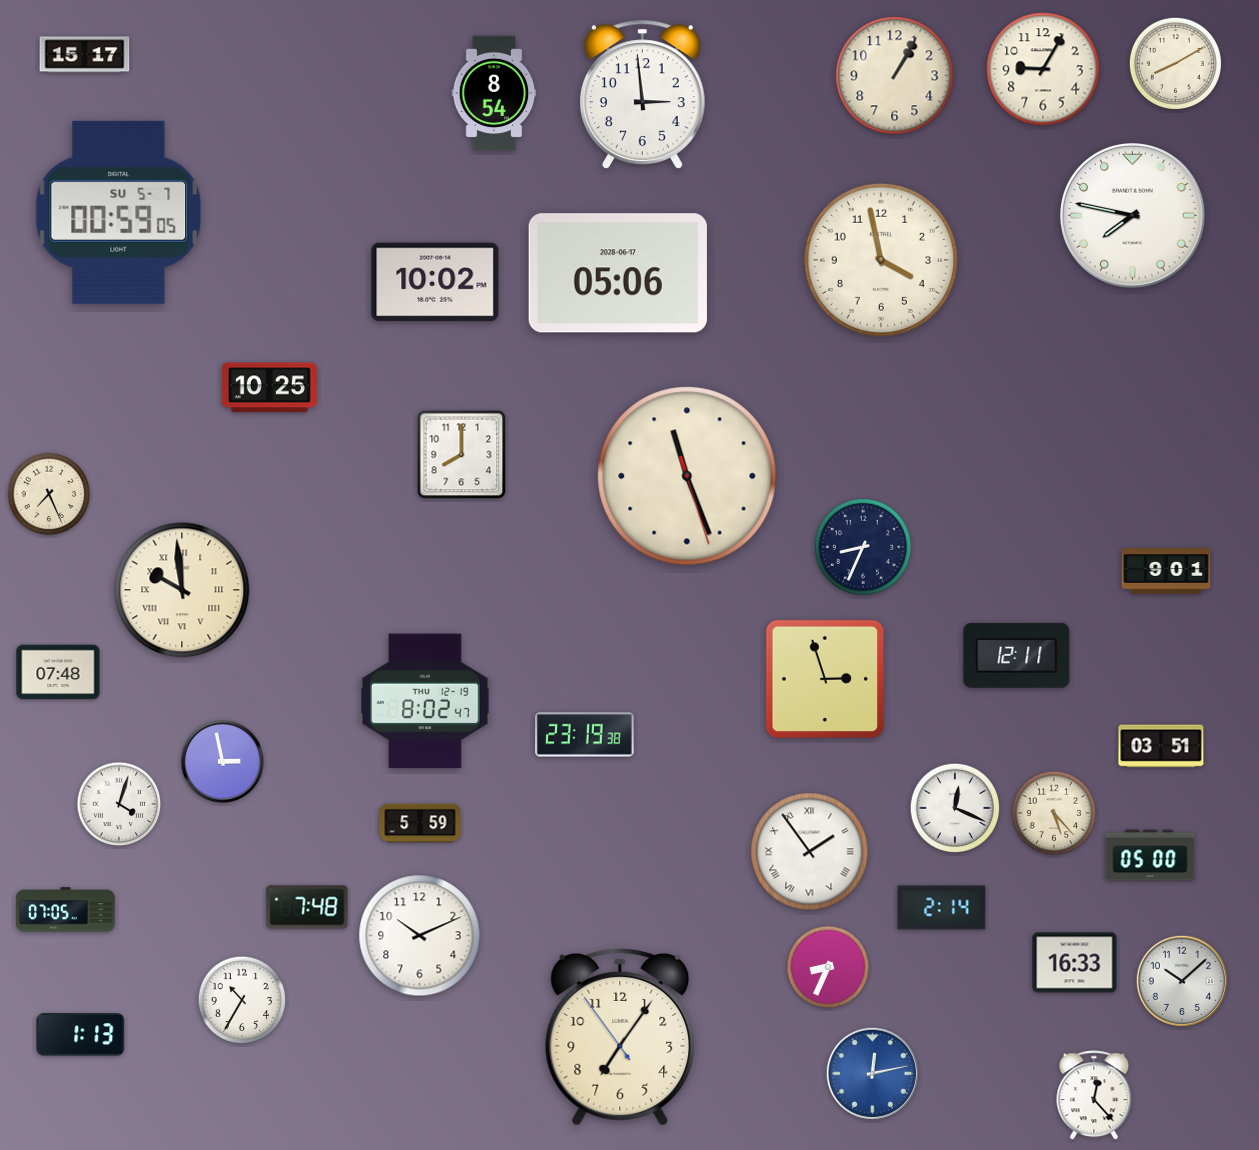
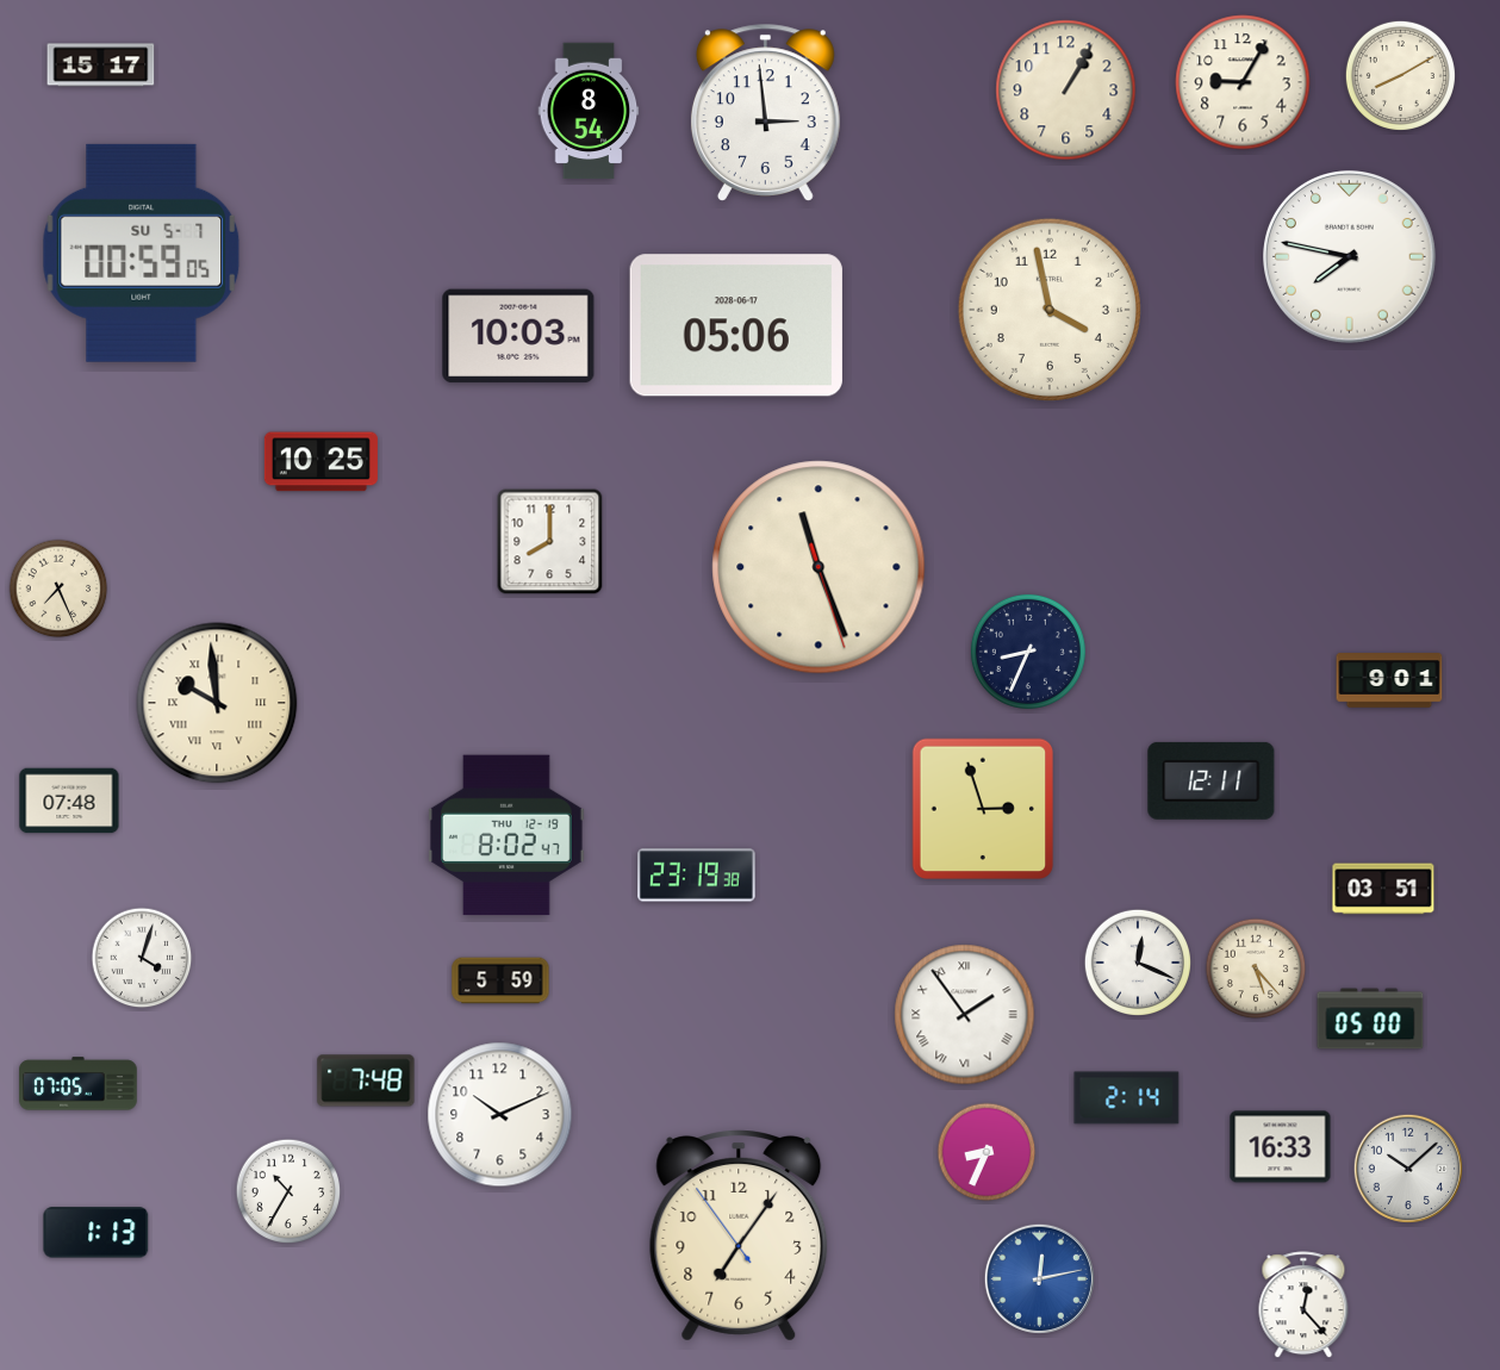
clock at (435, 282): 10:02 -> 10:03
clock at (223, 762): 2:58 -> none
clock at (942, 908) position: (942, 908) -> (1127, 1098)
